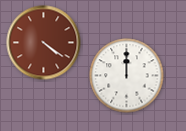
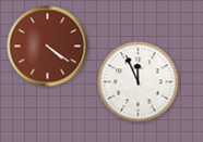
clock at (127, 76): 12:00 -> 11:56
